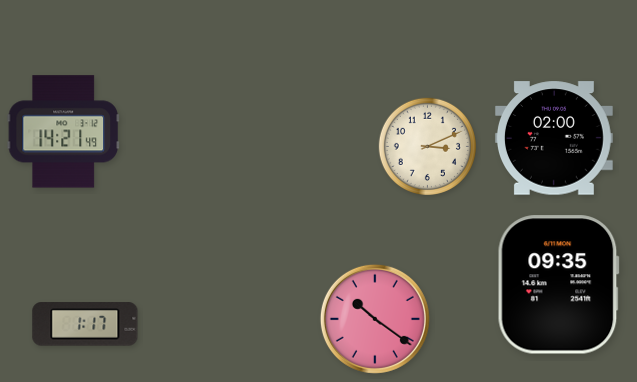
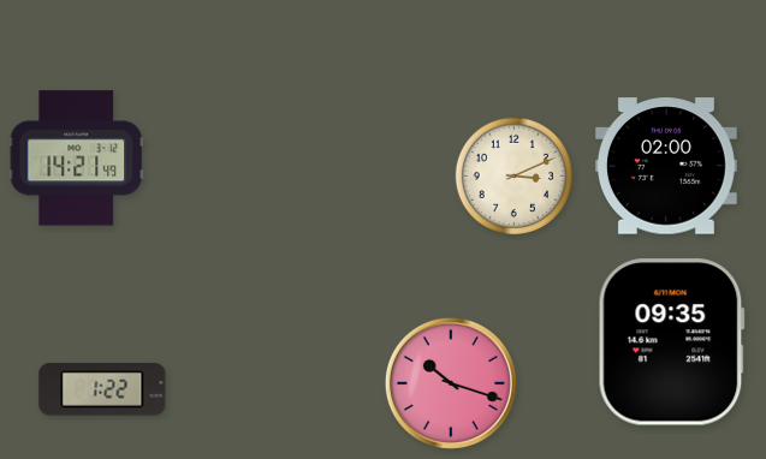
clock at (375, 319): 10:21 -> 10:18
clock at (85, 324): 1:17 -> 1:22
